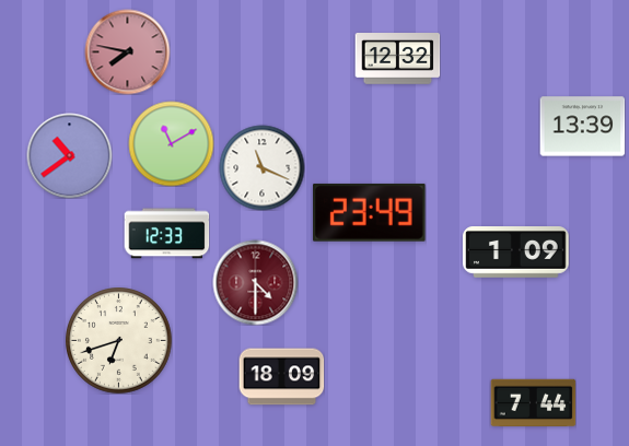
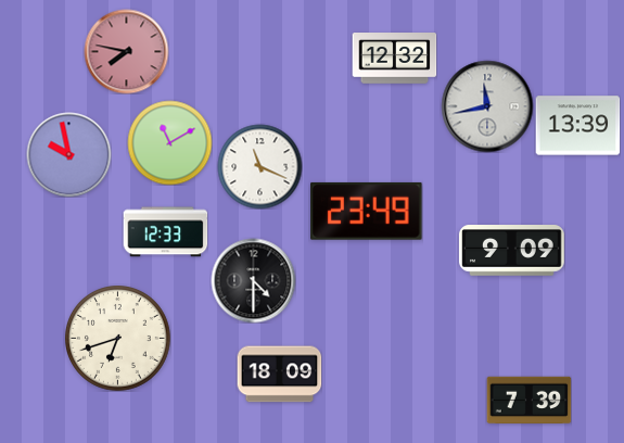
clock at (487, 106): none -> 11:43
clock at (69, 155): 10:39 -> 9:58
clock at (516, 253): 1:09 -> 9:09
clock at (255, 282) dial: burgundy -> black
clock at (533, 403): 7:44 -> 7:39
